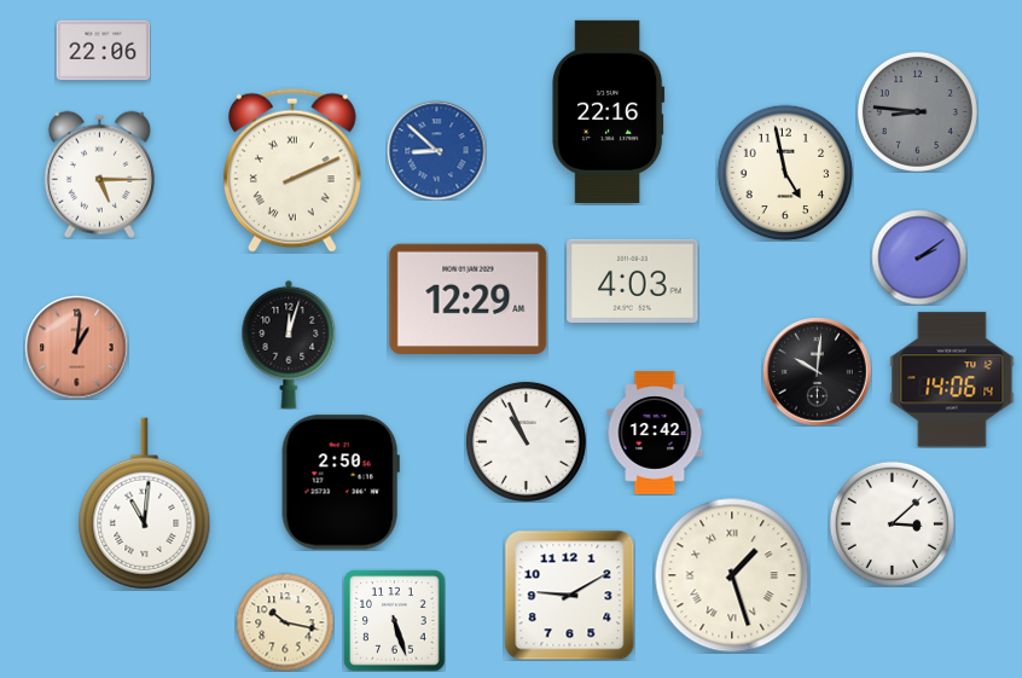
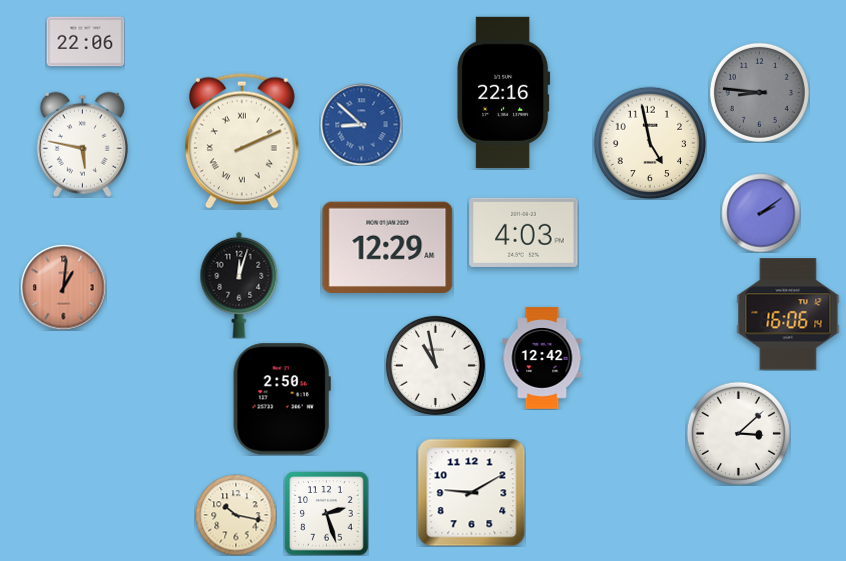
clock at (99, 174): 5:15 -> 5:47
clock at (817, 371): 10:01 -> none
clock at (952, 379): 14:06 -> 16:06
clock at (525, 441): 10:56 -> 10:58
clock at (145, 504): 11:01 -> none
clock at (732, 575): 1:27 -> none
clock at (394, 620): 5:27 -> 2:27
